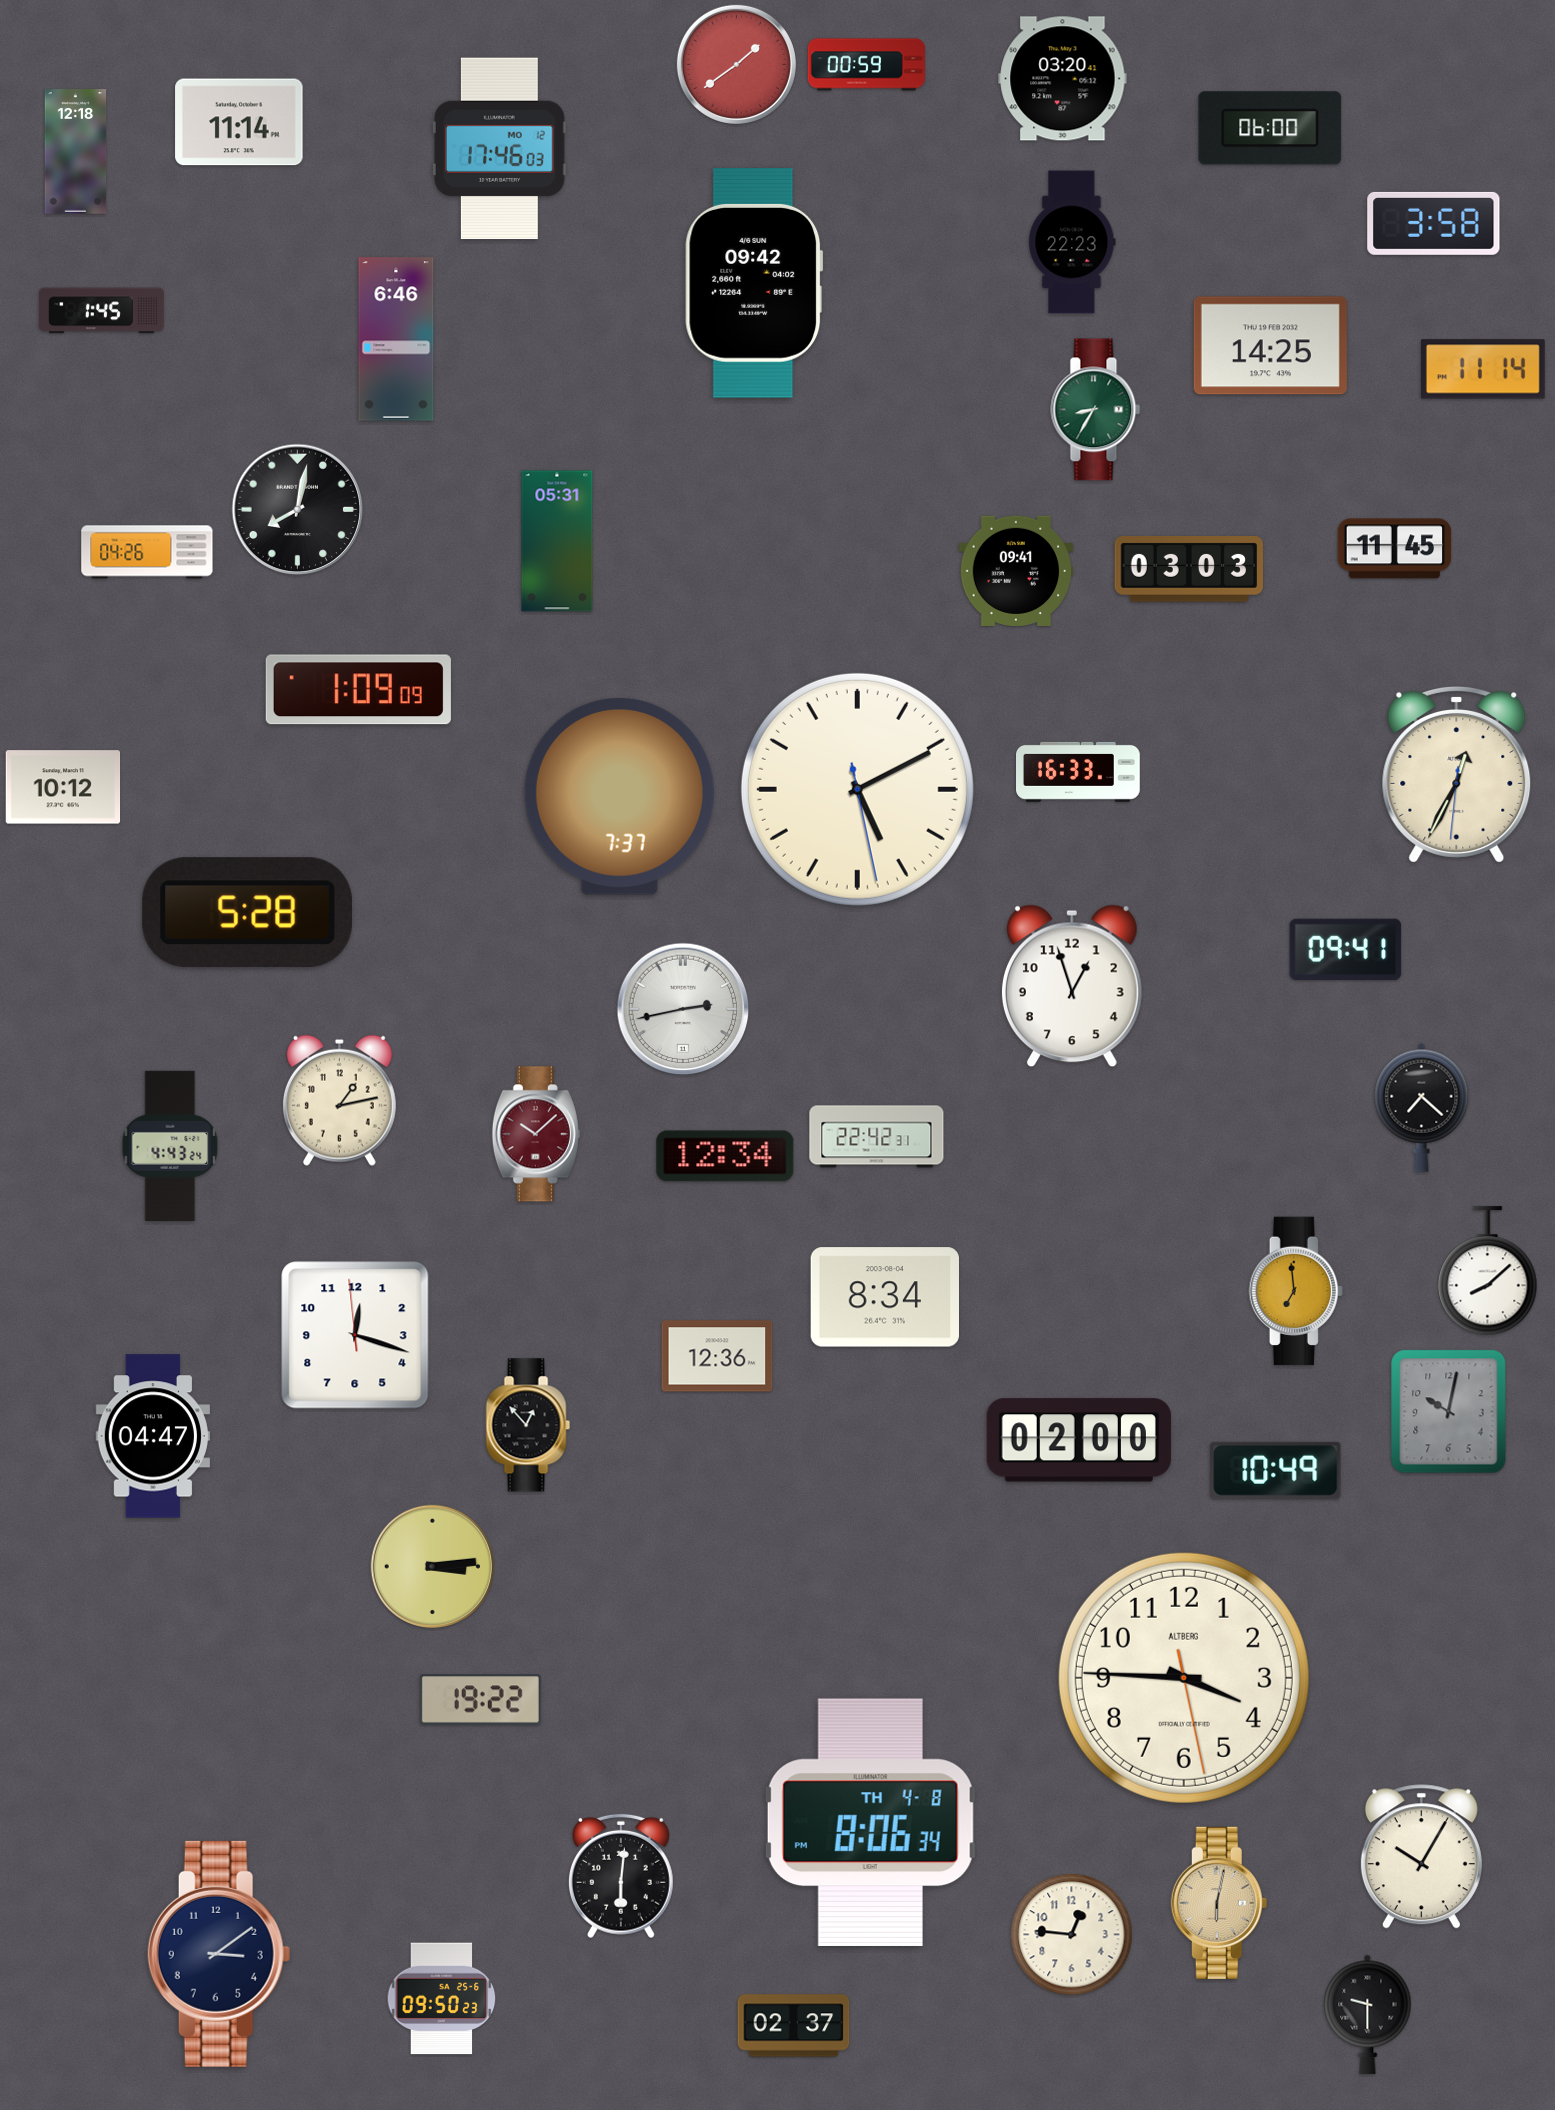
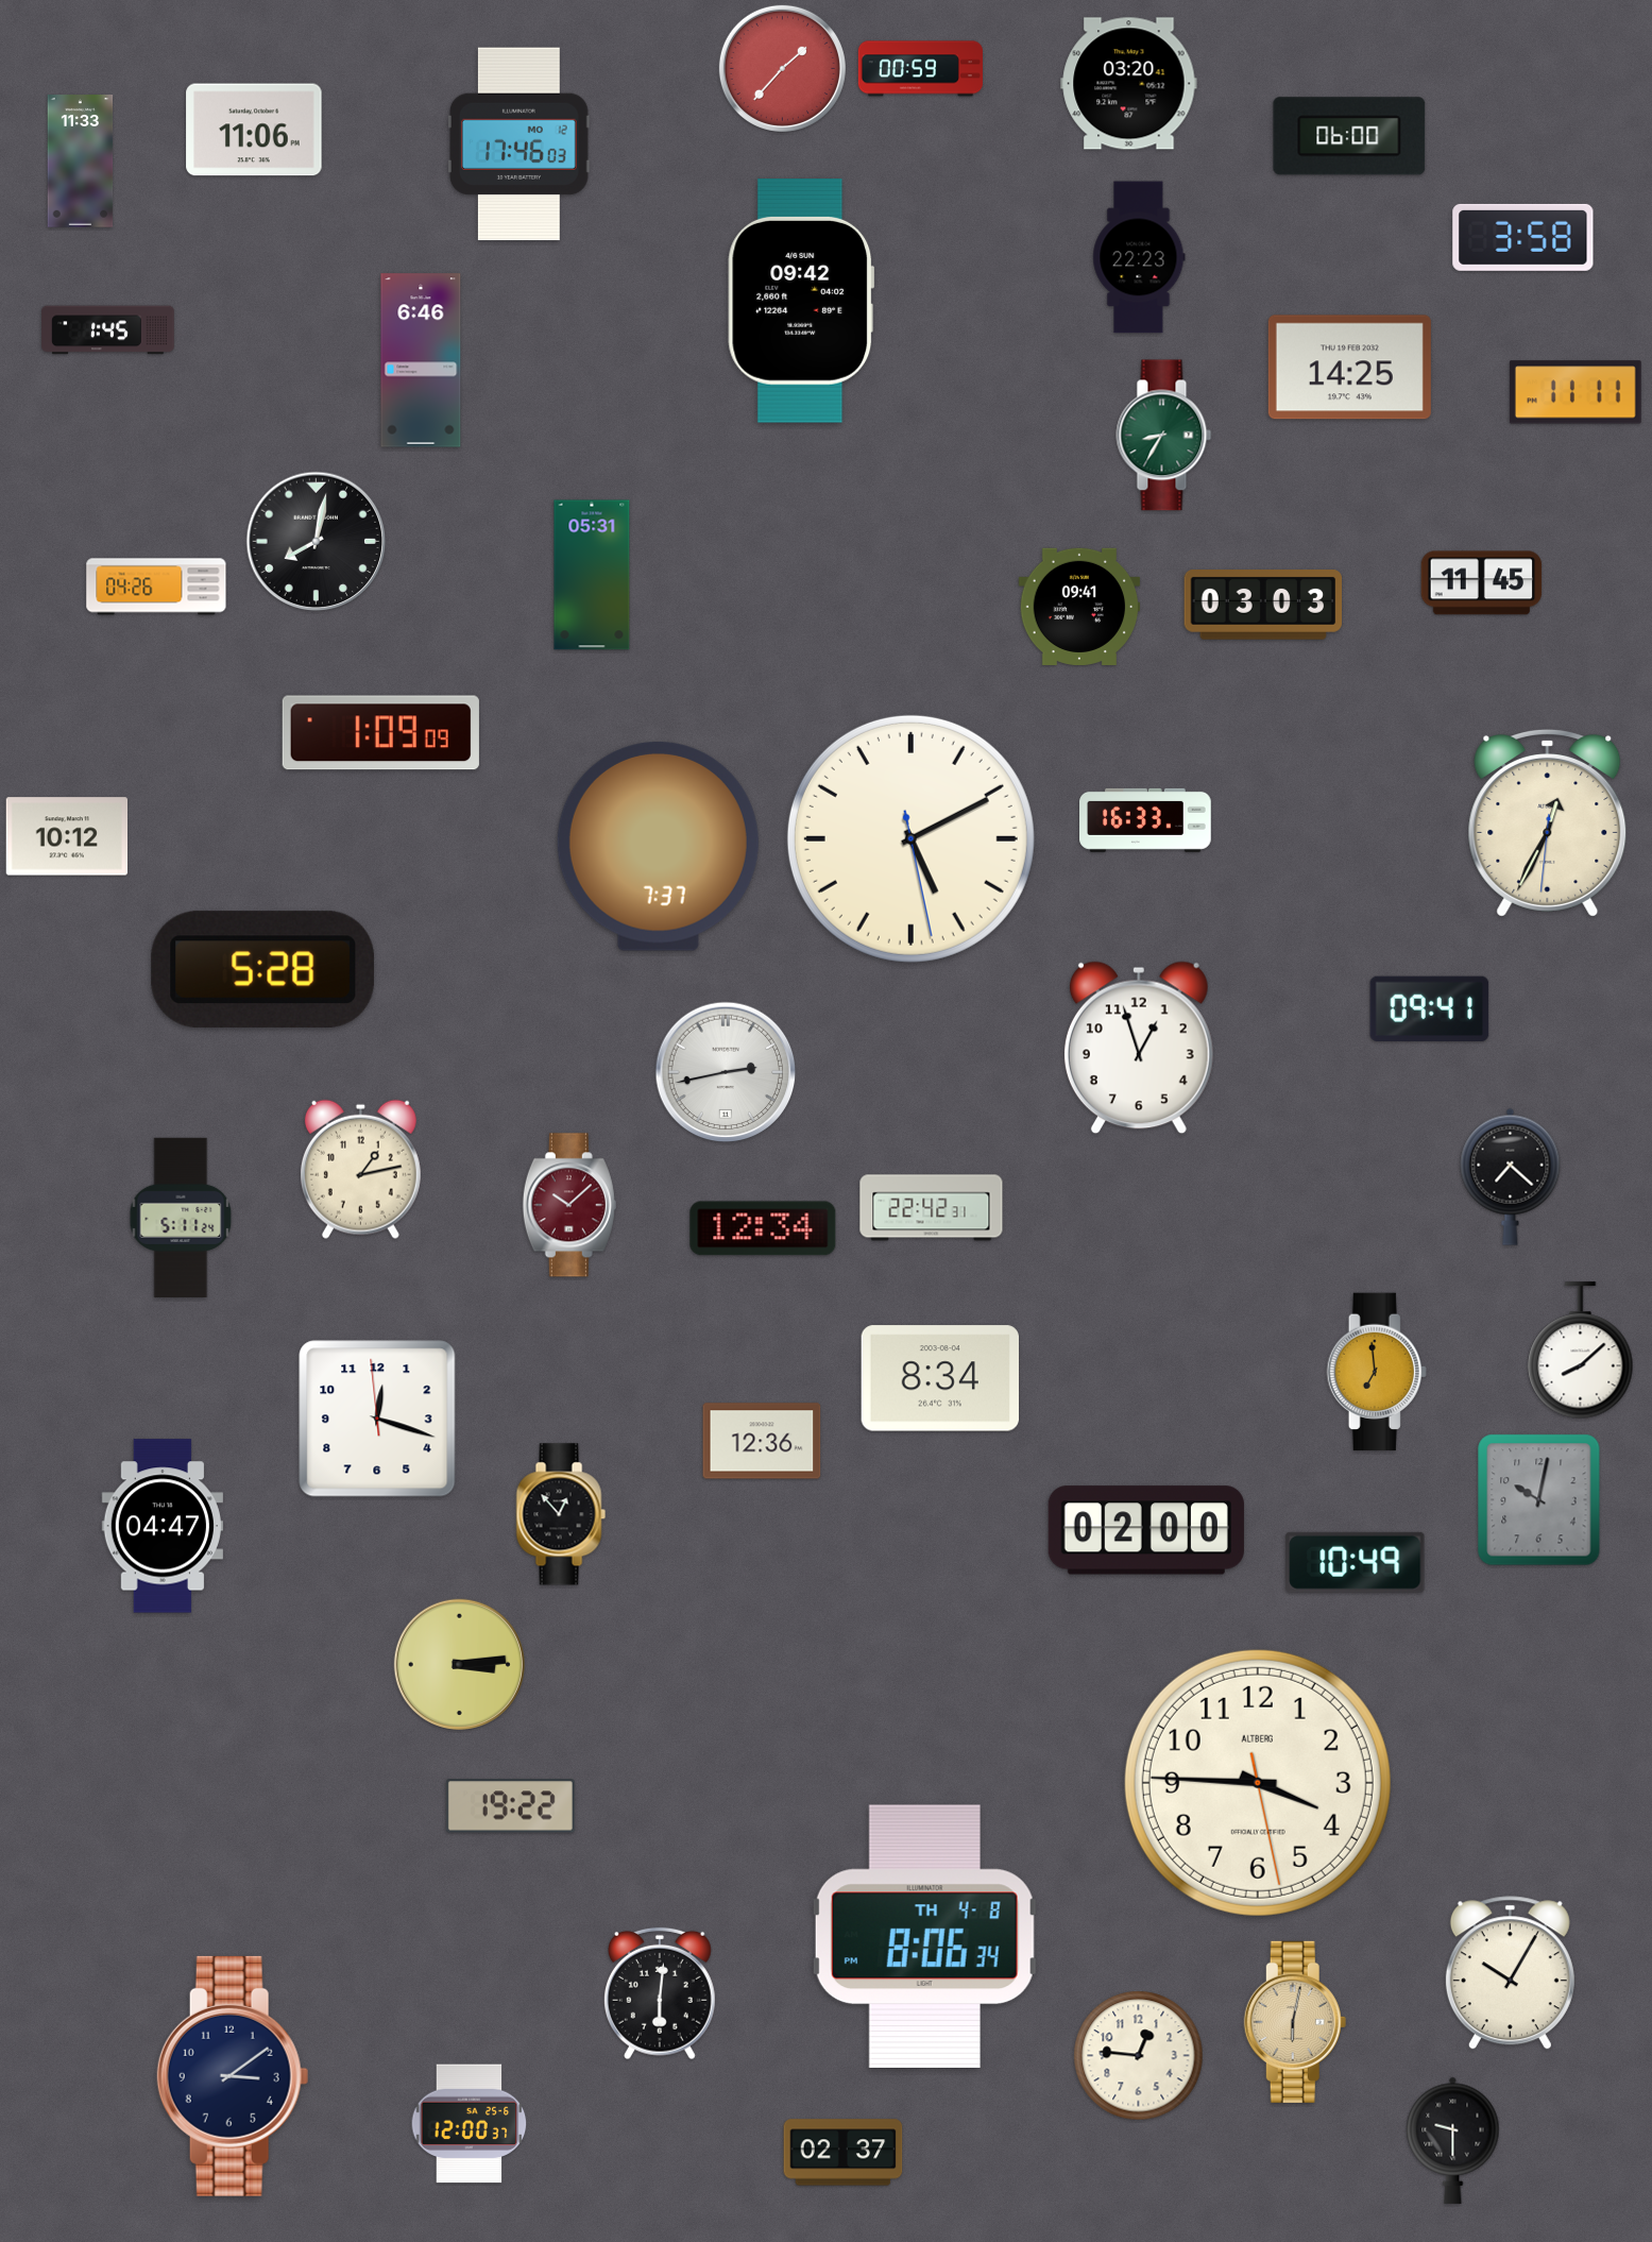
clock at (736, 64): 1:39 -> 1:37
clock at (239, 122): 11:14 -> 11:06
clock at (499, 149) position: (499, 149) -> (518, 145)
clock at (76, 152): 12:18 -> 11:33
clock at (1483, 369): 11:14 -> 11:11
clock at (170, 1145): 4:43 -> 5:11
clock at (725, 1156) position: (725, 1156) -> (763, 1228)
clock at (442, 1999): 09:50 -> 12:00
